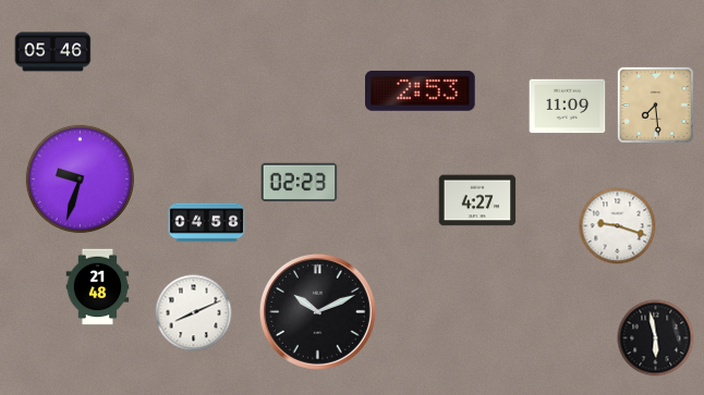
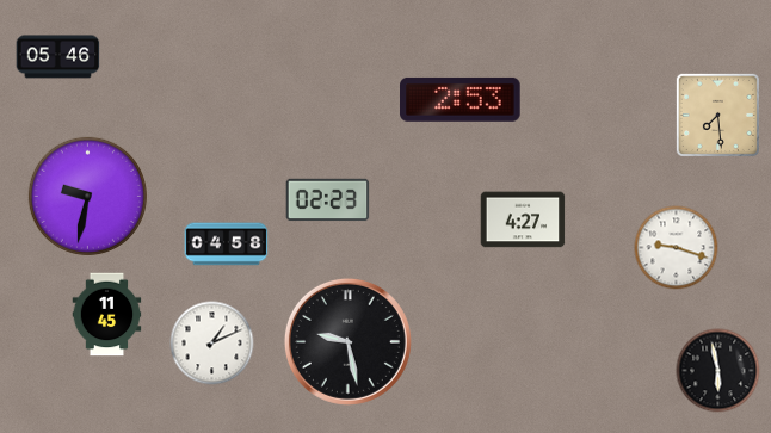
clock at (568, 107): 11:09 -> none
clock at (80, 178): 9:33 -> 9:32
clock at (98, 287): 21:48 -> 11:45
clock at (317, 311): 10:11 -> 9:28
clock at (194, 313): 8:11 -> 1:11
